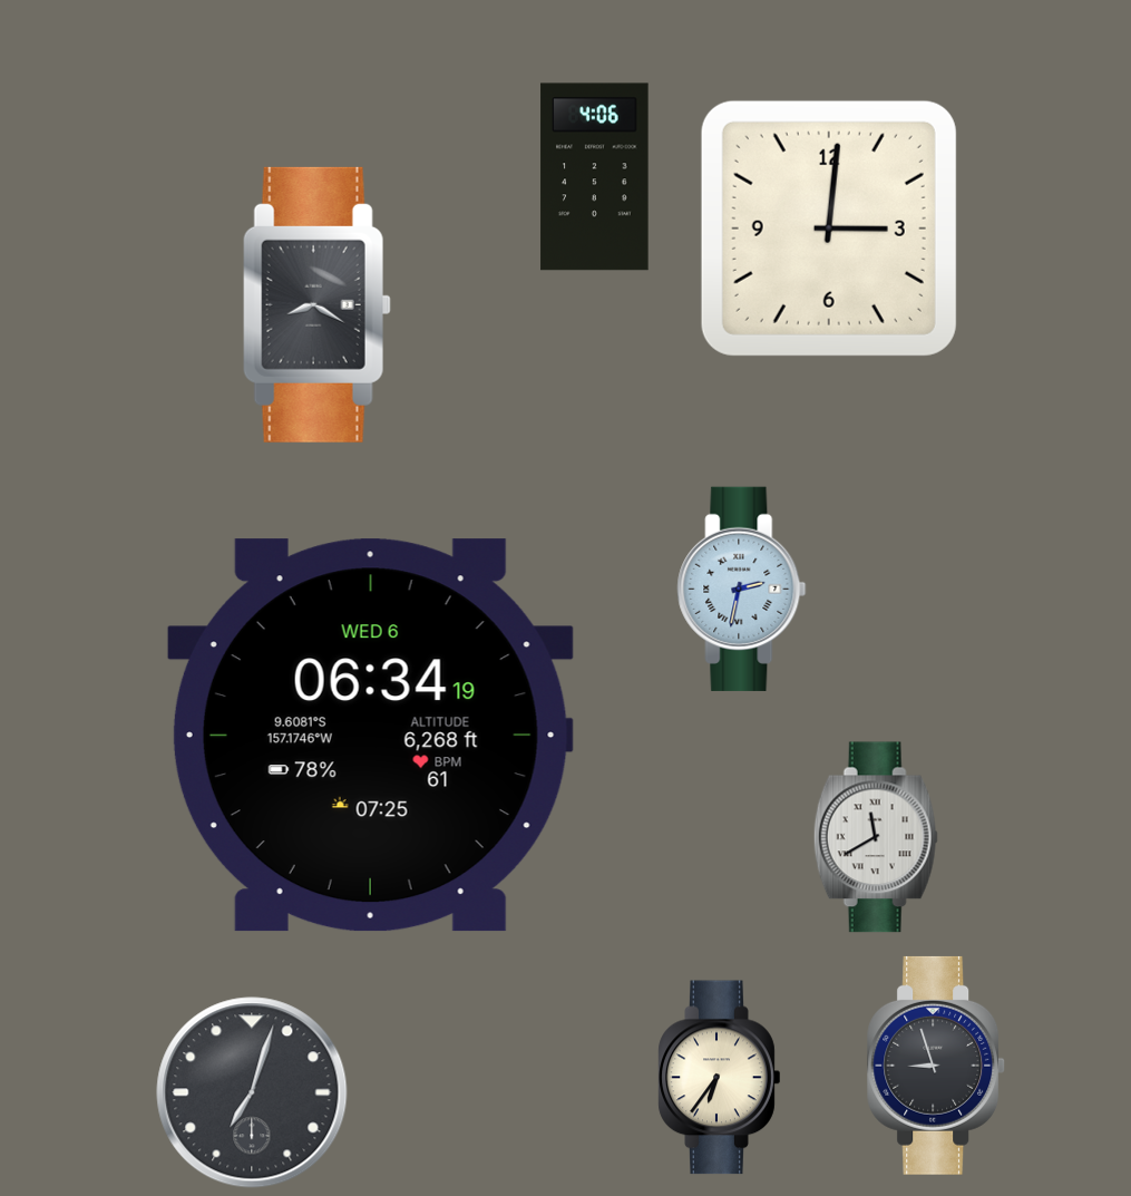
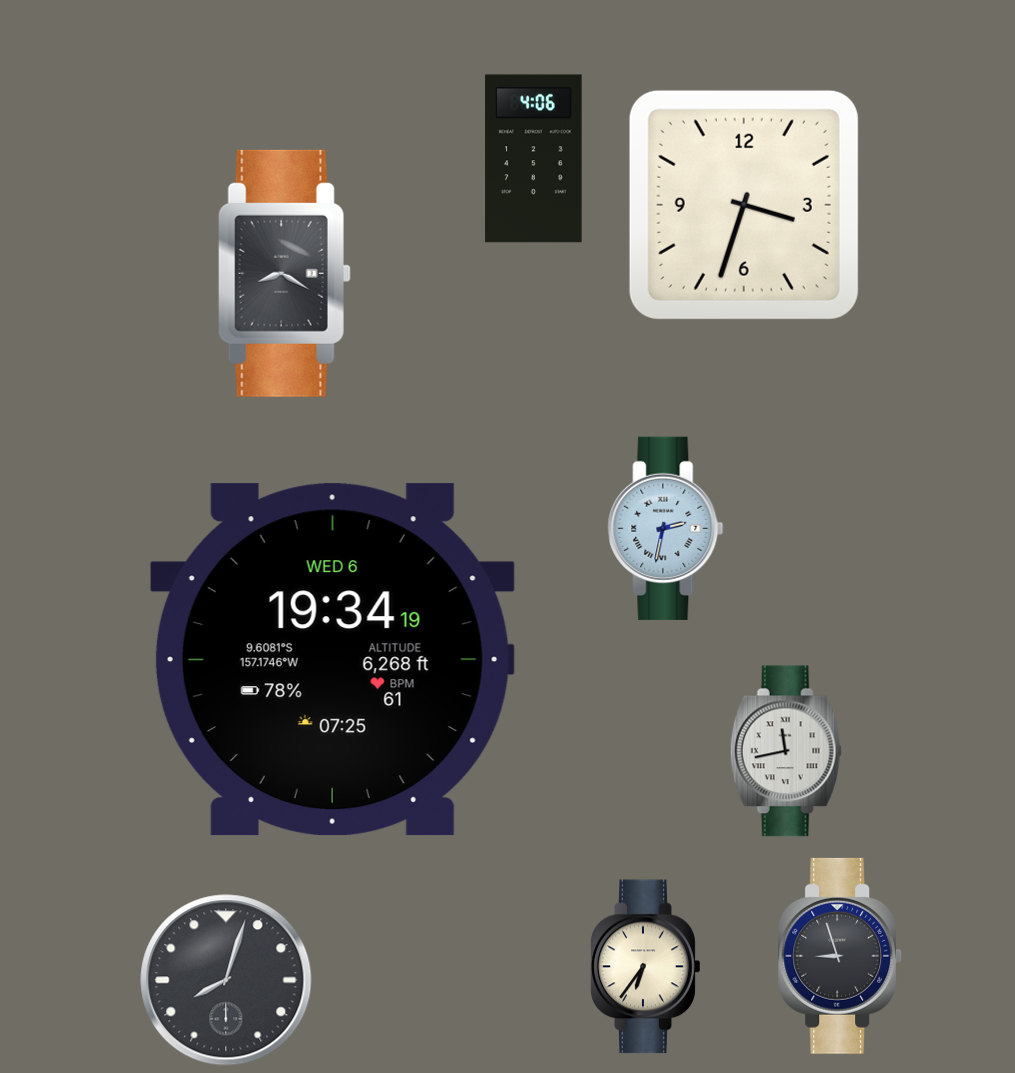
clock at (829, 228): 3:01 -> 3:33
clock at (370, 736): 06:34 -> 19:34
clock at (876, 837): 11:40 -> 11:43
clock at (252, 1092): 7:03 -> 8:03
